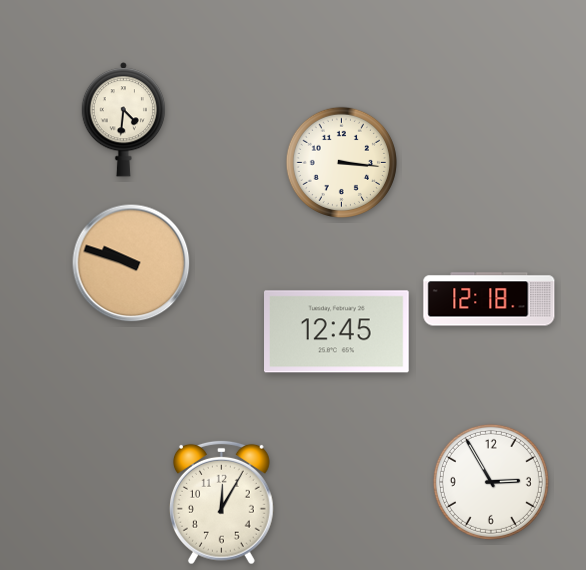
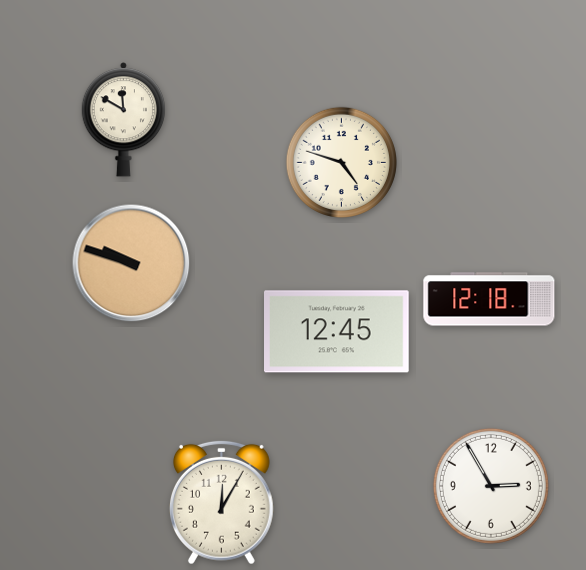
clock at (123, 120): 4:31 -> 11:50
clock at (341, 162): 3:16 -> 4:48
clock at (491, 482) position: (491, 482) -> (491, 486)
